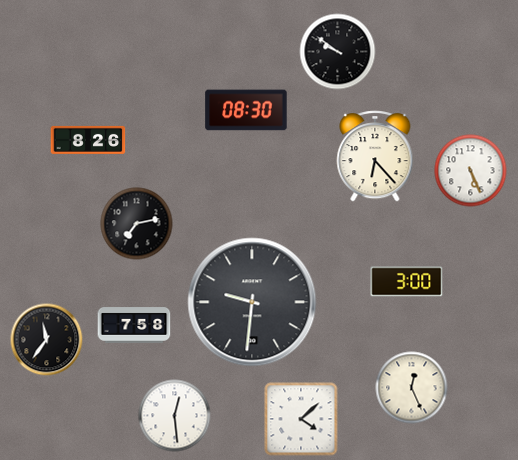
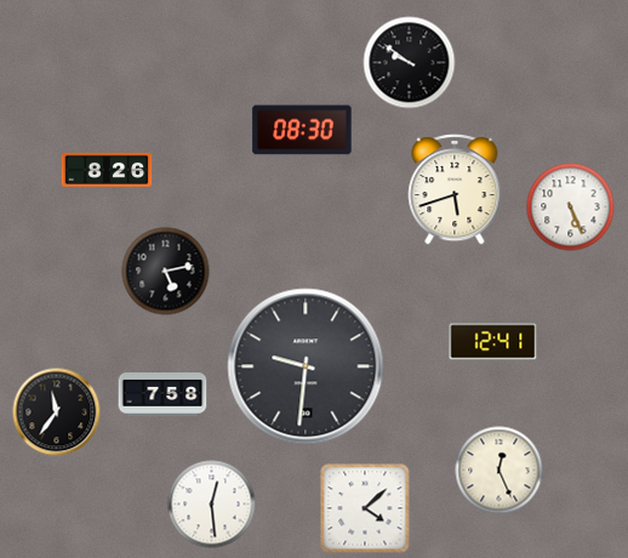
clock at (246, 110) position: (246, 110) -> (302, 130)
clock at (375, 156): 6:23 -> 5:42
clock at (137, 224): 7:13 -> 5:13
clock at (407, 282): 3:00 -> 12:41
